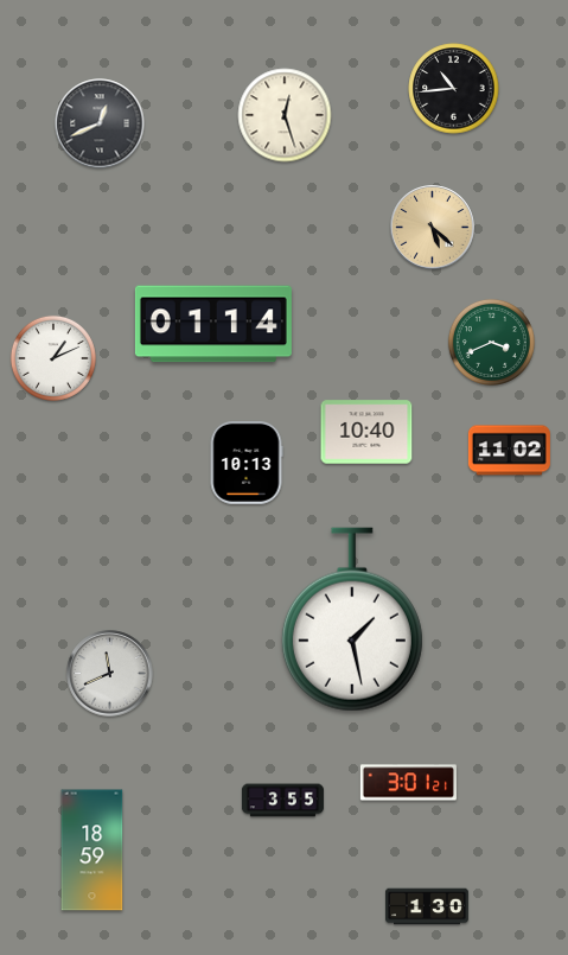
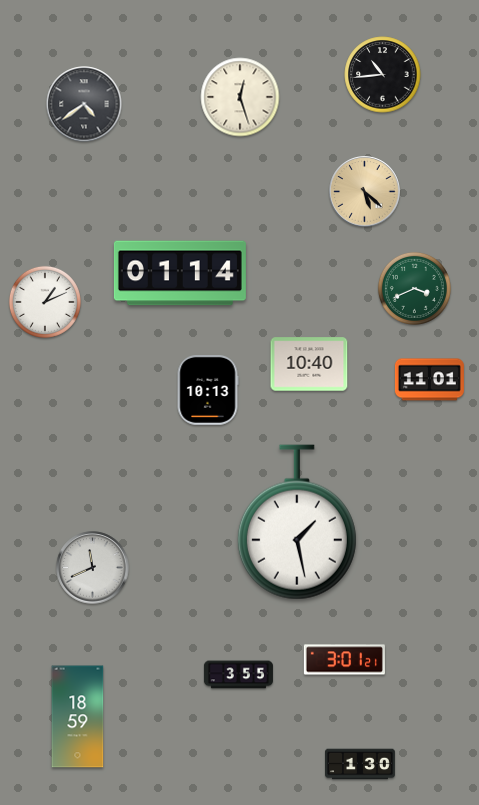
clock at (100, 123): 12:41 -> 4:39
clock at (509, 451): 11:02 -> 11:01
